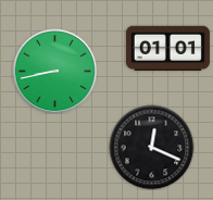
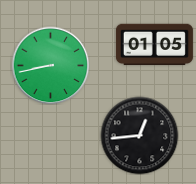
clock at (167, 49): 01:01 -> 01:05
clock at (151, 147): 12:19 -> 12:44
